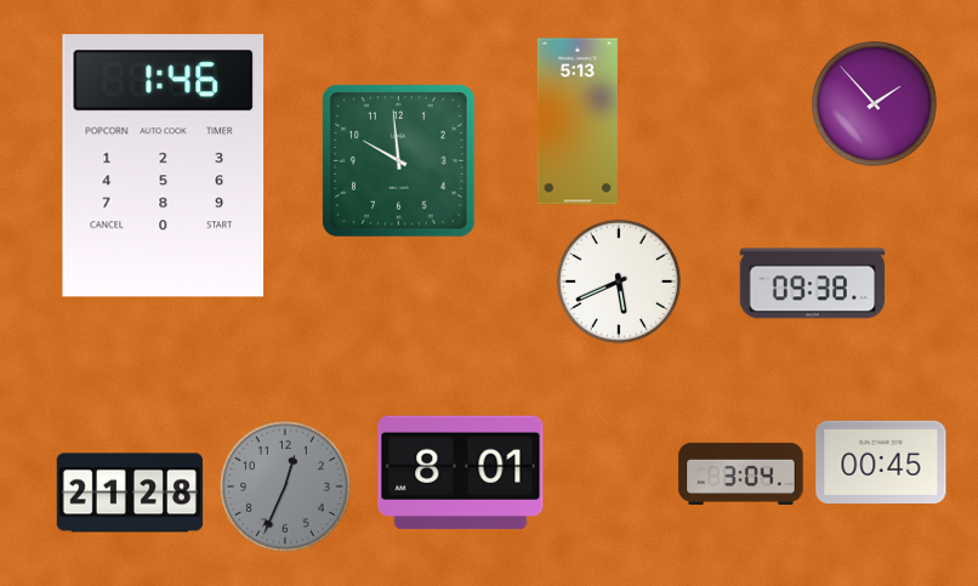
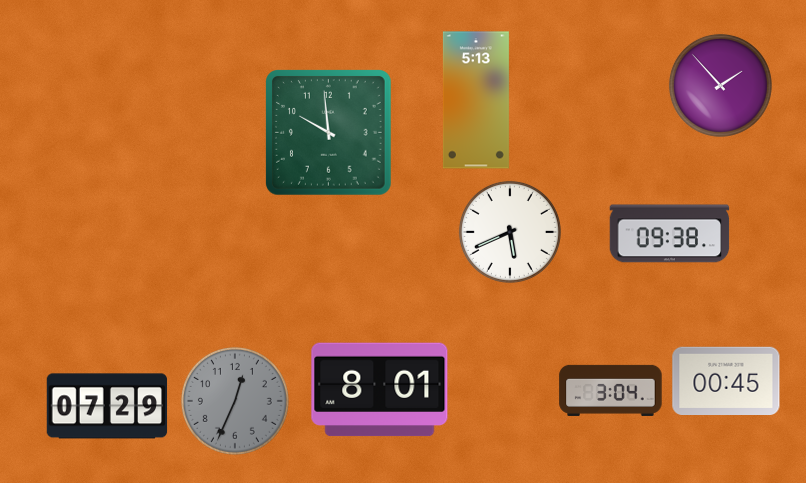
clock at (163, 166): 1:46 -> none
clock at (130, 493): 21:28 -> 07:29
